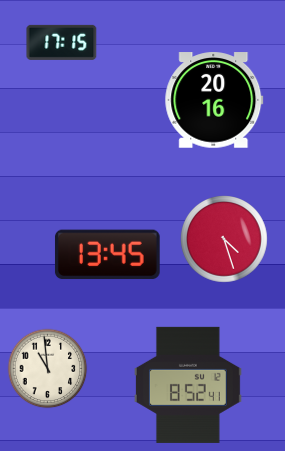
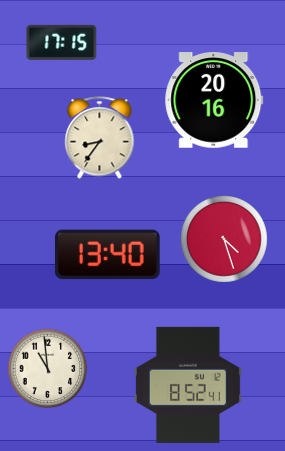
clock at (100, 138): none -> 8:36
clock at (107, 255): 13:45 -> 13:40
